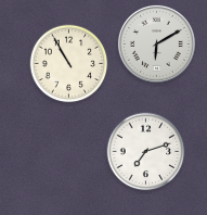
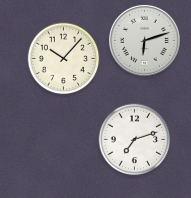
clock at (156, 43): 6:10 -> 6:12
clock at (69, 64): 10:55 -> 10:07
